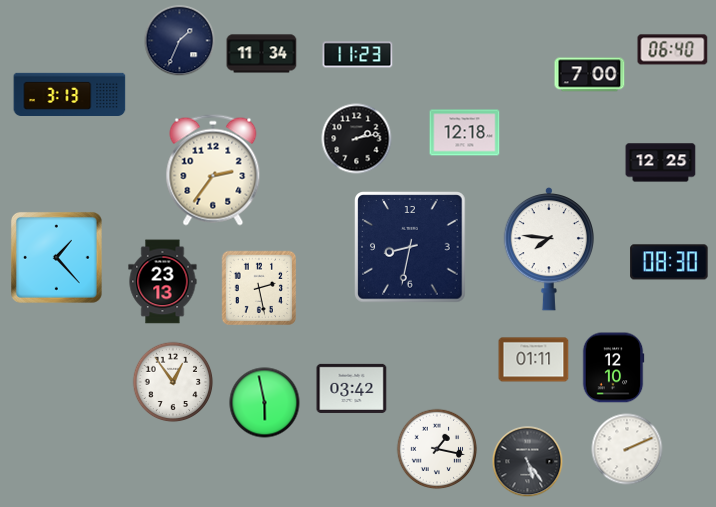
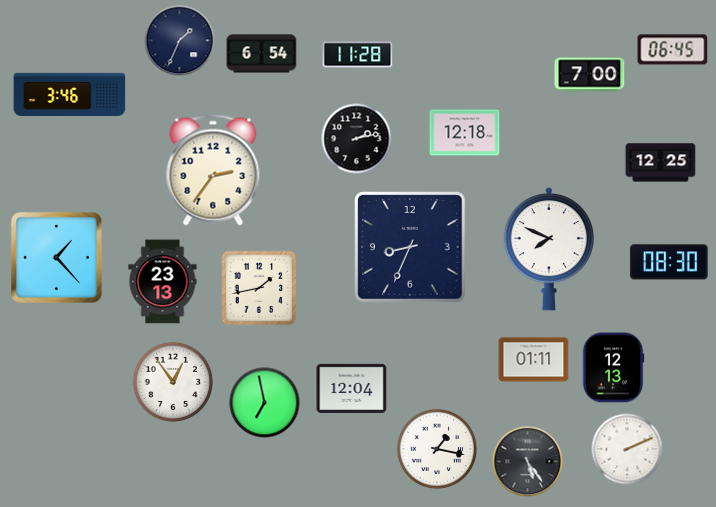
clock at (673, 50): 06:40 -> 06:45
clock at (262, 54): 11:34 -> 6:54
clock at (358, 55): 11:23 -> 11:28
clock at (70, 94): 3:13 -> 3:46
clock at (410, 247): 8:32 -> 8:34
clock at (548, 249): 7:46 -> 7:49
clock at (258, 287): 2:28 -> 1:43
clock at (613, 368): 12:10 -> 12:13
clock at (352, 388): 03:42 -> 12:04
clock at (265, 403): 5:58 -> 6:58
